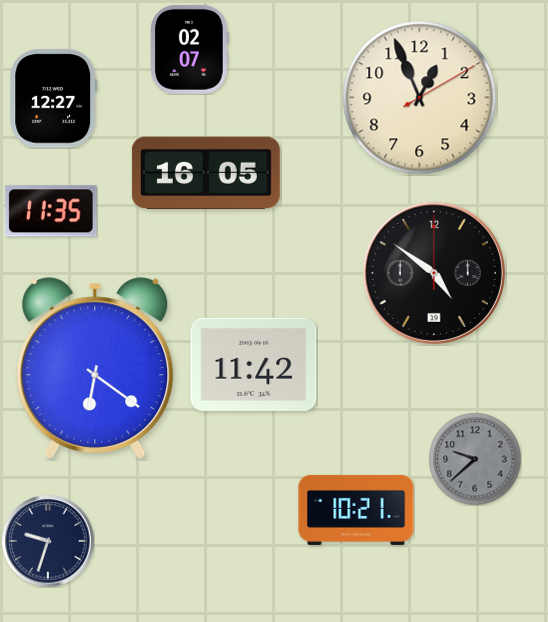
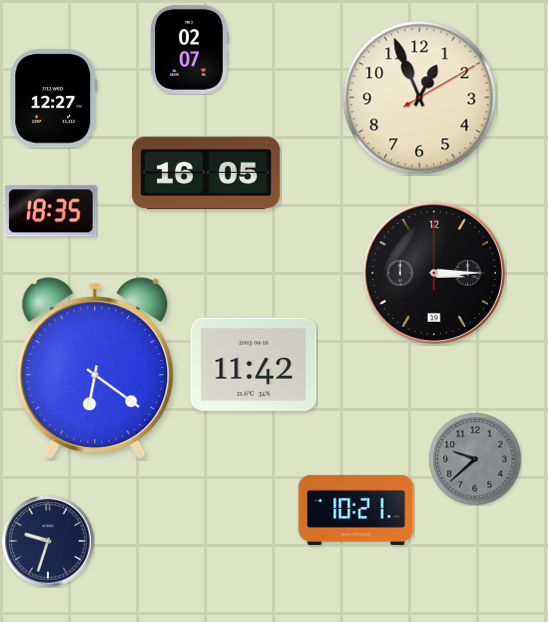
clock at (51, 211): 11:35 -> 18:35
clock at (434, 273): 4:51 -> 3:15
